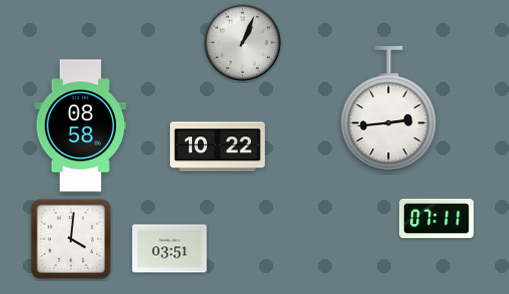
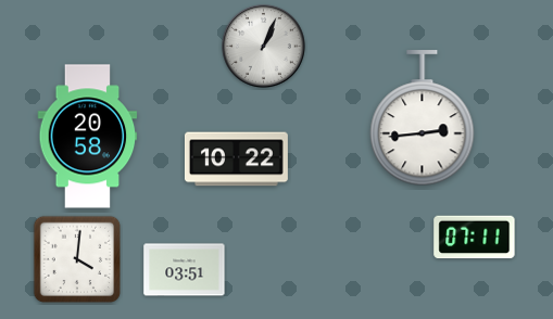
clock at (81, 126): 08:58 -> 20:58
